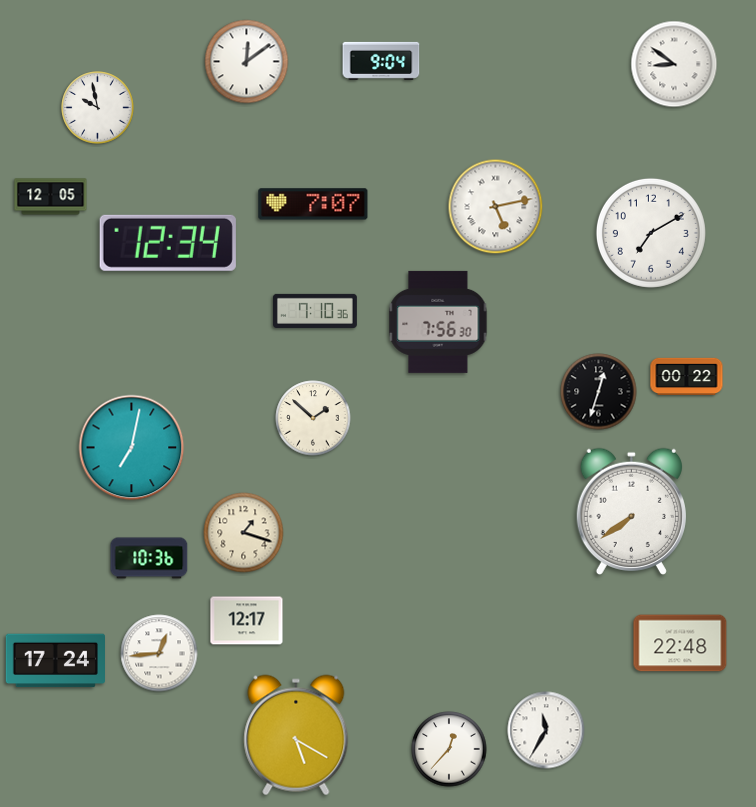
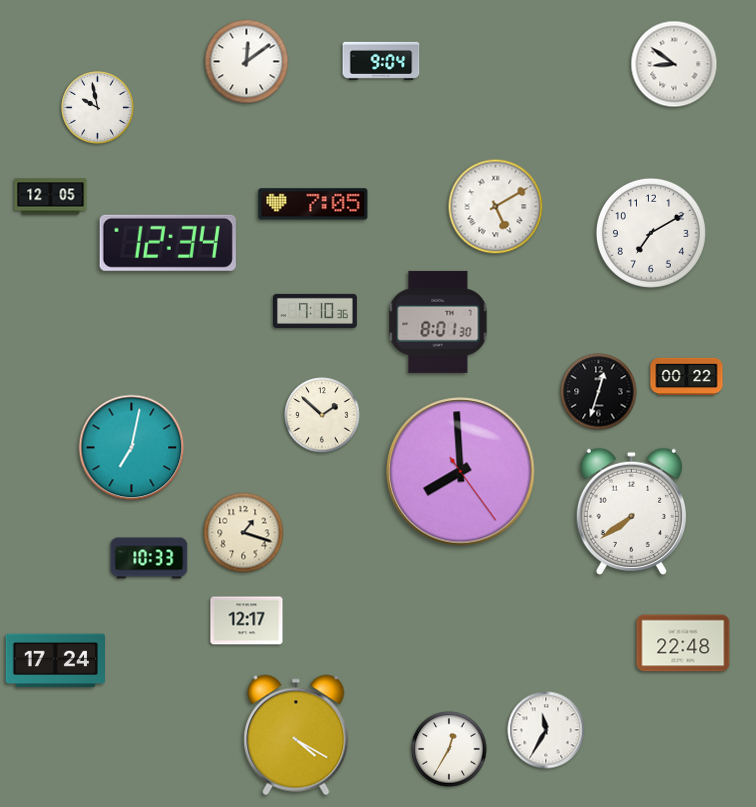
clock at (313, 204): 7:07 -> 7:05
clock at (496, 207): 5:13 -> 5:10
clock at (438, 322): 7:56 -> 8:01
clock at (313, 418) position: (313, 418) -> (322, 415)
clock at (461, 472): none -> 7:59
clock at (149, 558): 10:36 -> 10:33
clock at (680, 643) position: (680, 643) -> (683, 643)
clock at (159, 653): 12:44 -> none
clock at (296, 735): 5:20 -> 4:20
clock at (449, 749): 12:37 -> 12:35
